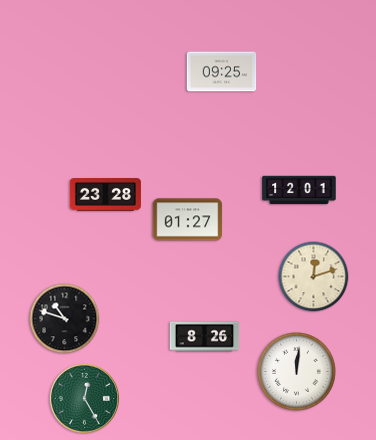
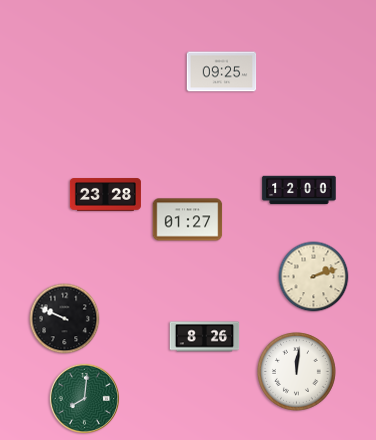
clock at (299, 190): 12:01 -> 12:00
clock at (314, 277): 12:12 -> 2:12
clock at (65, 319): 10:48 -> 9:49
clock at (84, 398): 12:25 -> 8:01
